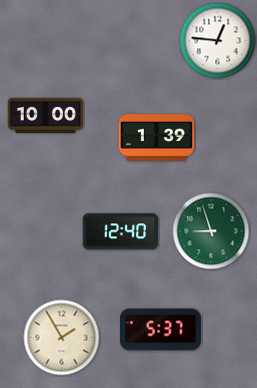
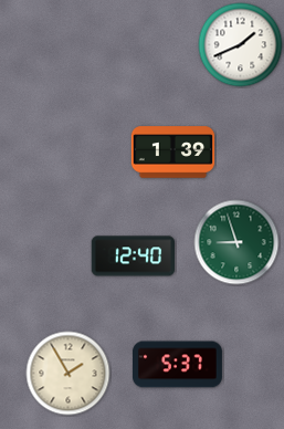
clock at (218, 41): 12:46 -> 1:41
clock at (46, 116): 10:00 -> none
clock at (211, 231) position: (211, 231) -> (236, 242)
